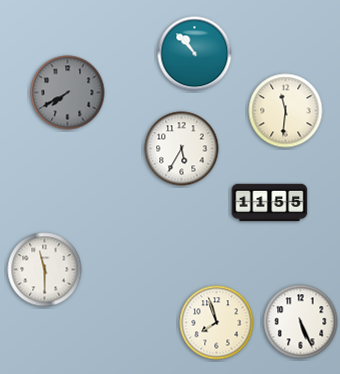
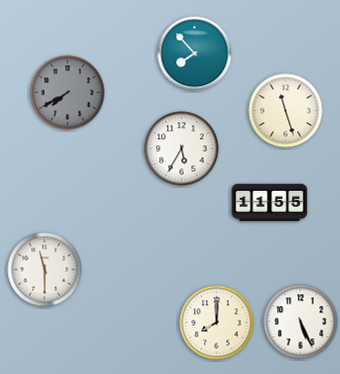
clock at (195, 54): 10:53 -> 7:53
clock at (286, 111): 11:31 -> 11:27
clock at (217, 323): 7:57 -> 8:00
